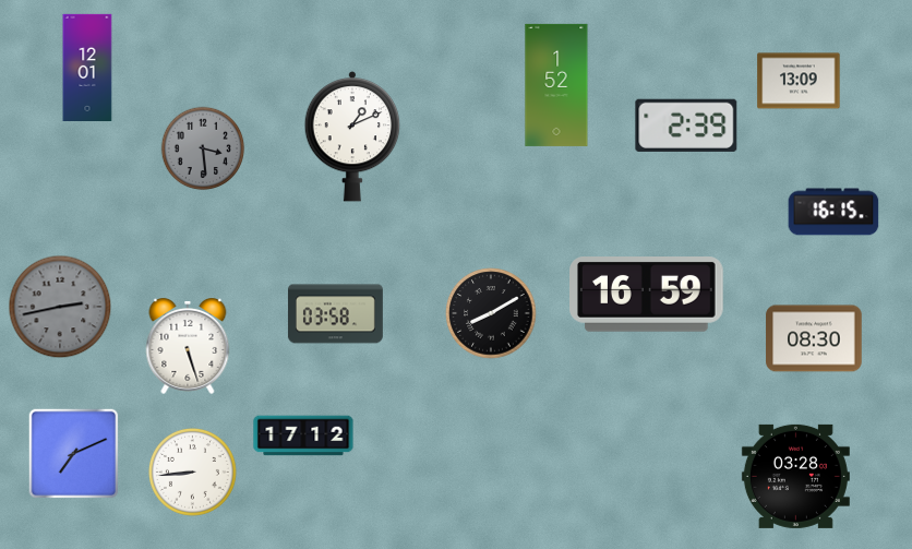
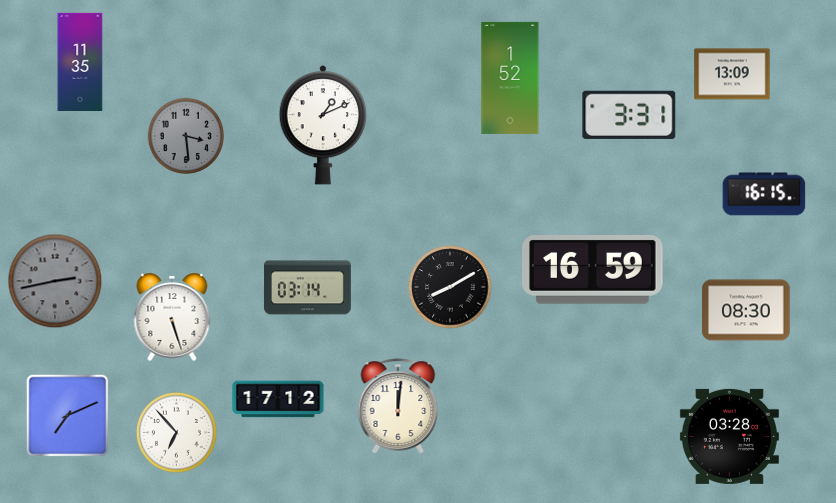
clock at (87, 67): 12:01 -> 11:35
clock at (686, 126): 2:39 -> 3:31
clock at (335, 314): 03:58 -> 03:14
clock at (398, 406): none -> 12:01
clock at (192, 472): 8:44 -> 6:53
